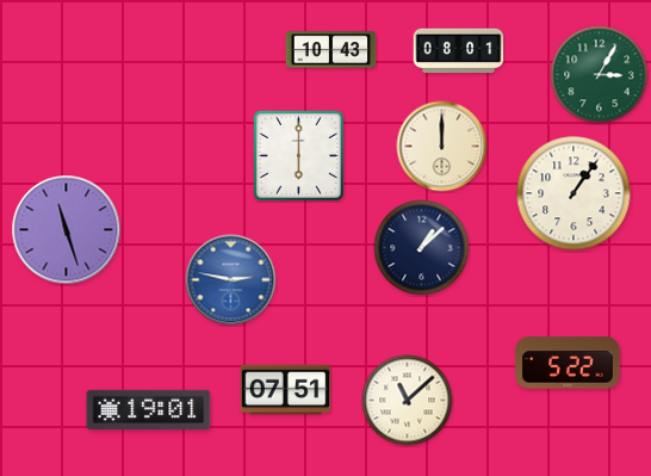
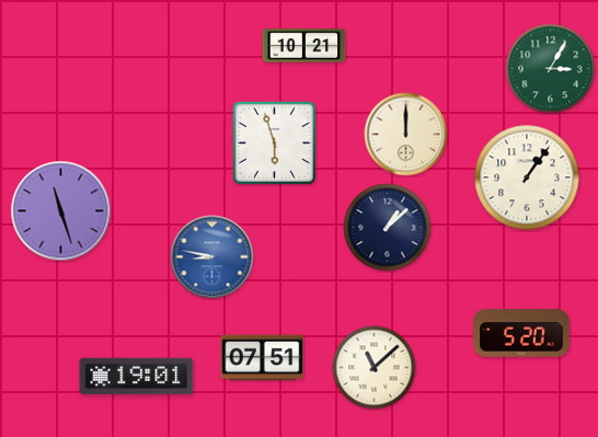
clock at (331, 50): 10:43 -> 10:21
clock at (459, 51): 08:01 -> none
clock at (298, 155): 6:00 -> 5:57
clock at (231, 280): 2:47 -> 8:47
clock at (568, 363): 5:22 -> 5:20
